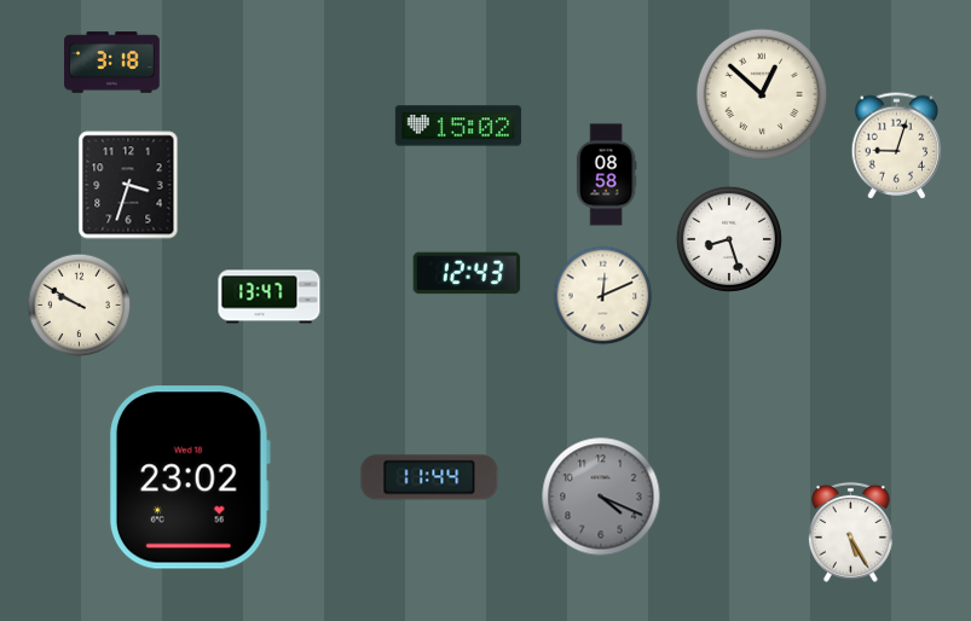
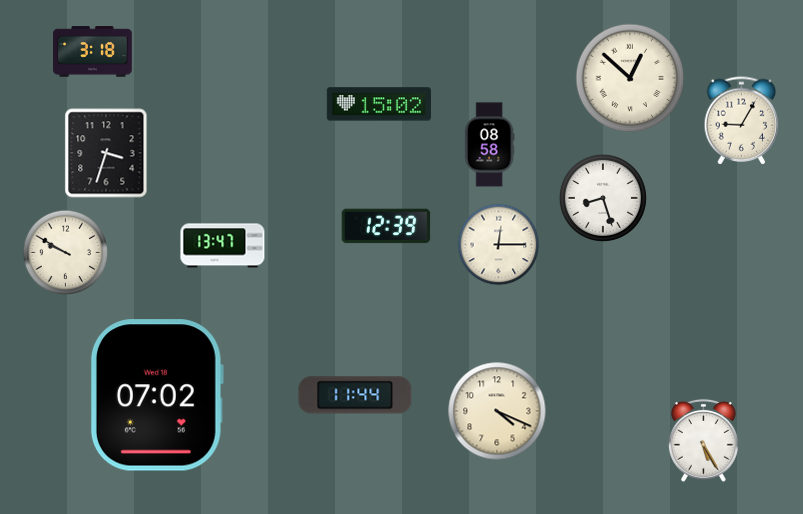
clock at (897, 146): 9:03 -> 9:05
clock at (606, 175) position: (606, 175) -> (489, 145)
clock at (467, 273): 12:43 -> 12:39
clock at (603, 296): 12:11 -> 12:15
clock at (190, 477): 23:02 -> 07:02
clock at (601, 497) dial: grey -> cream
